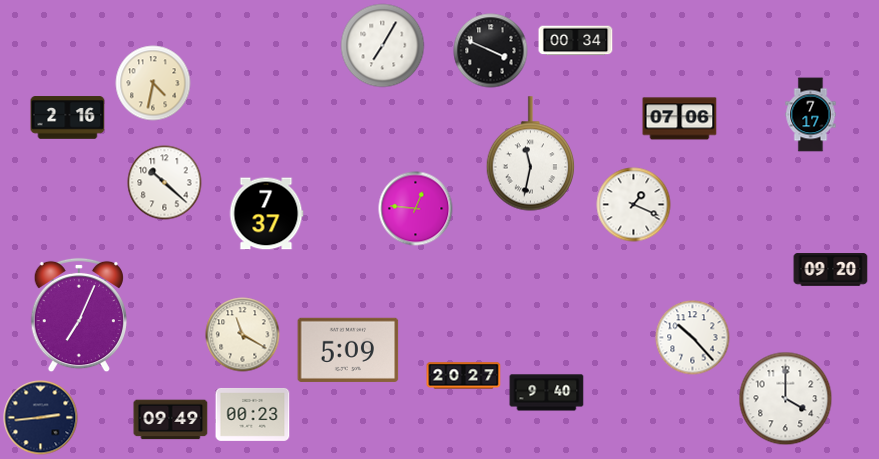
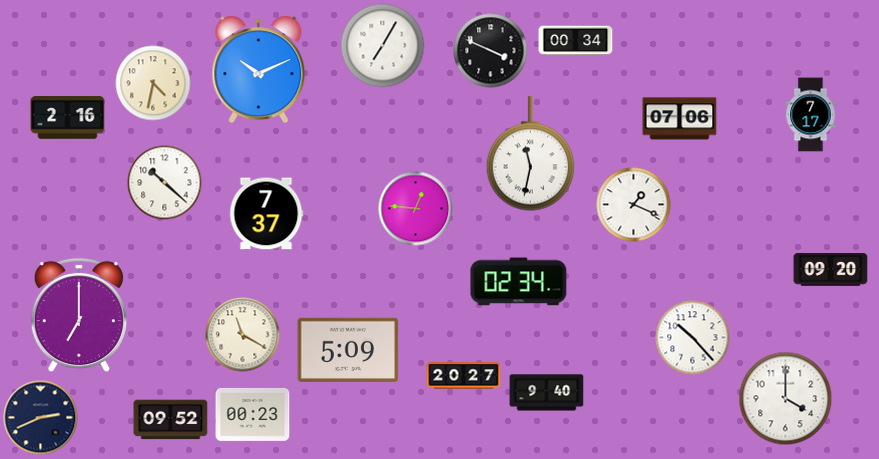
clock at (259, 70): none -> 10:11
clock at (519, 282): none -> 02:34
clock at (79, 315): 7:04 -> 7:00
clock at (41, 418): 2:44 -> 2:41
clock at (171, 420): 09:49 -> 09:52
